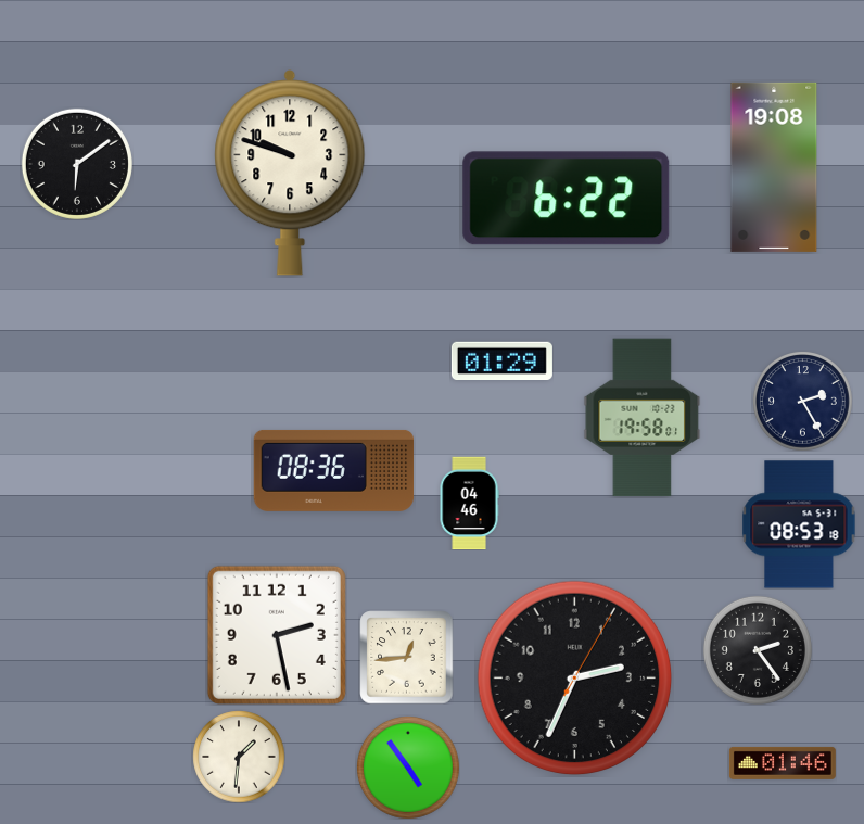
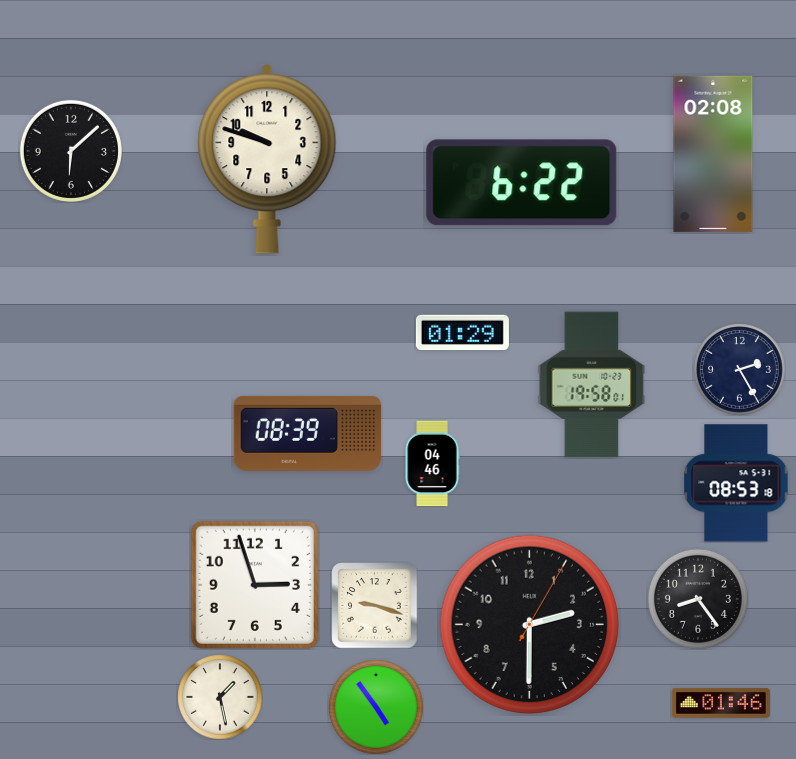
clock at (77, 164): 6:09 -> 6:08
clock at (774, 167): 19:08 -> 02:08
clock at (334, 470): 08:36 -> 08:39
clock at (277, 635): 2:28 -> 2:57
clock at (758, 650): 2:24 -> 8:24
clock at (406, 657): 12:44 -> 9:18
clock at (575, 679): 2:34 -> 2:30
clock at (239, 757): 1:31 -> 1:28
